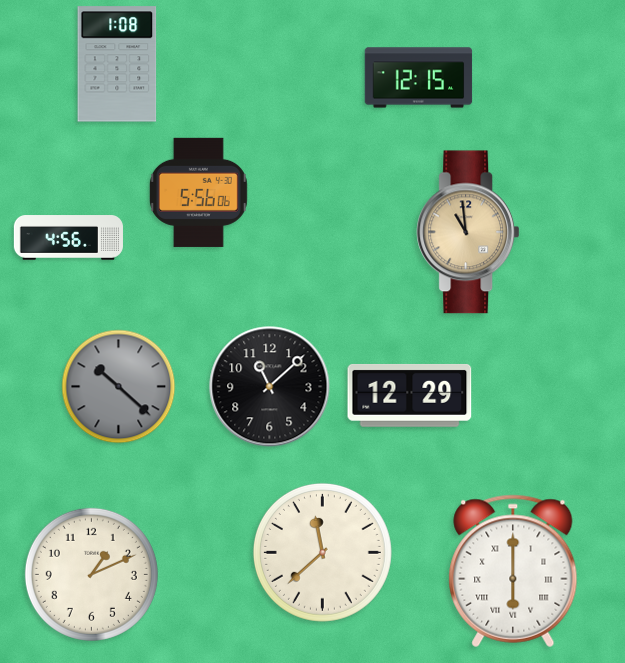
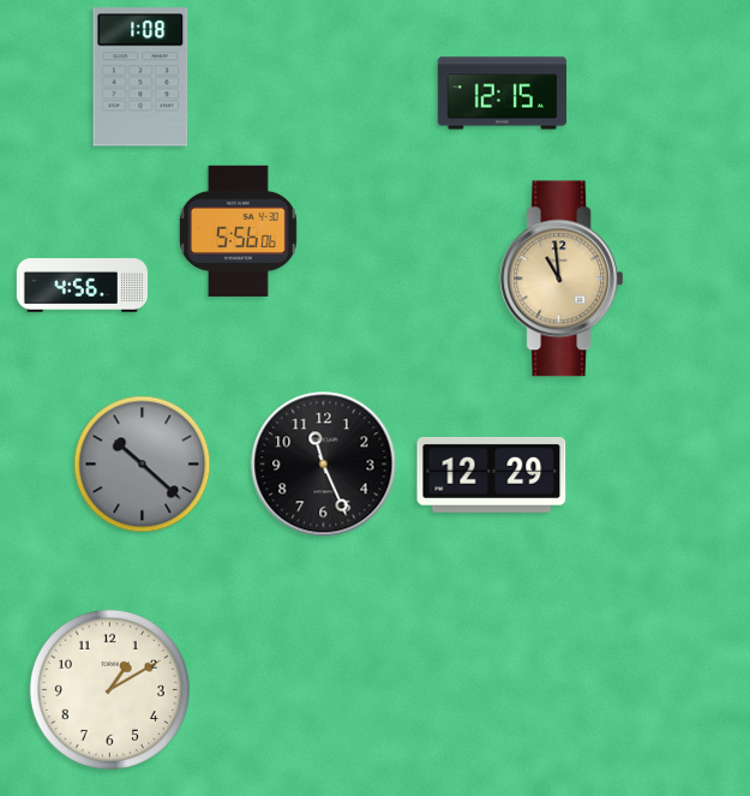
clock at (270, 387): 11:08 -> 11:26
clock at (322, 552): 11:38 -> none
clock at (513, 571): 6:00 -> none
clock at (91, 574): 1:11 -> 1:10
